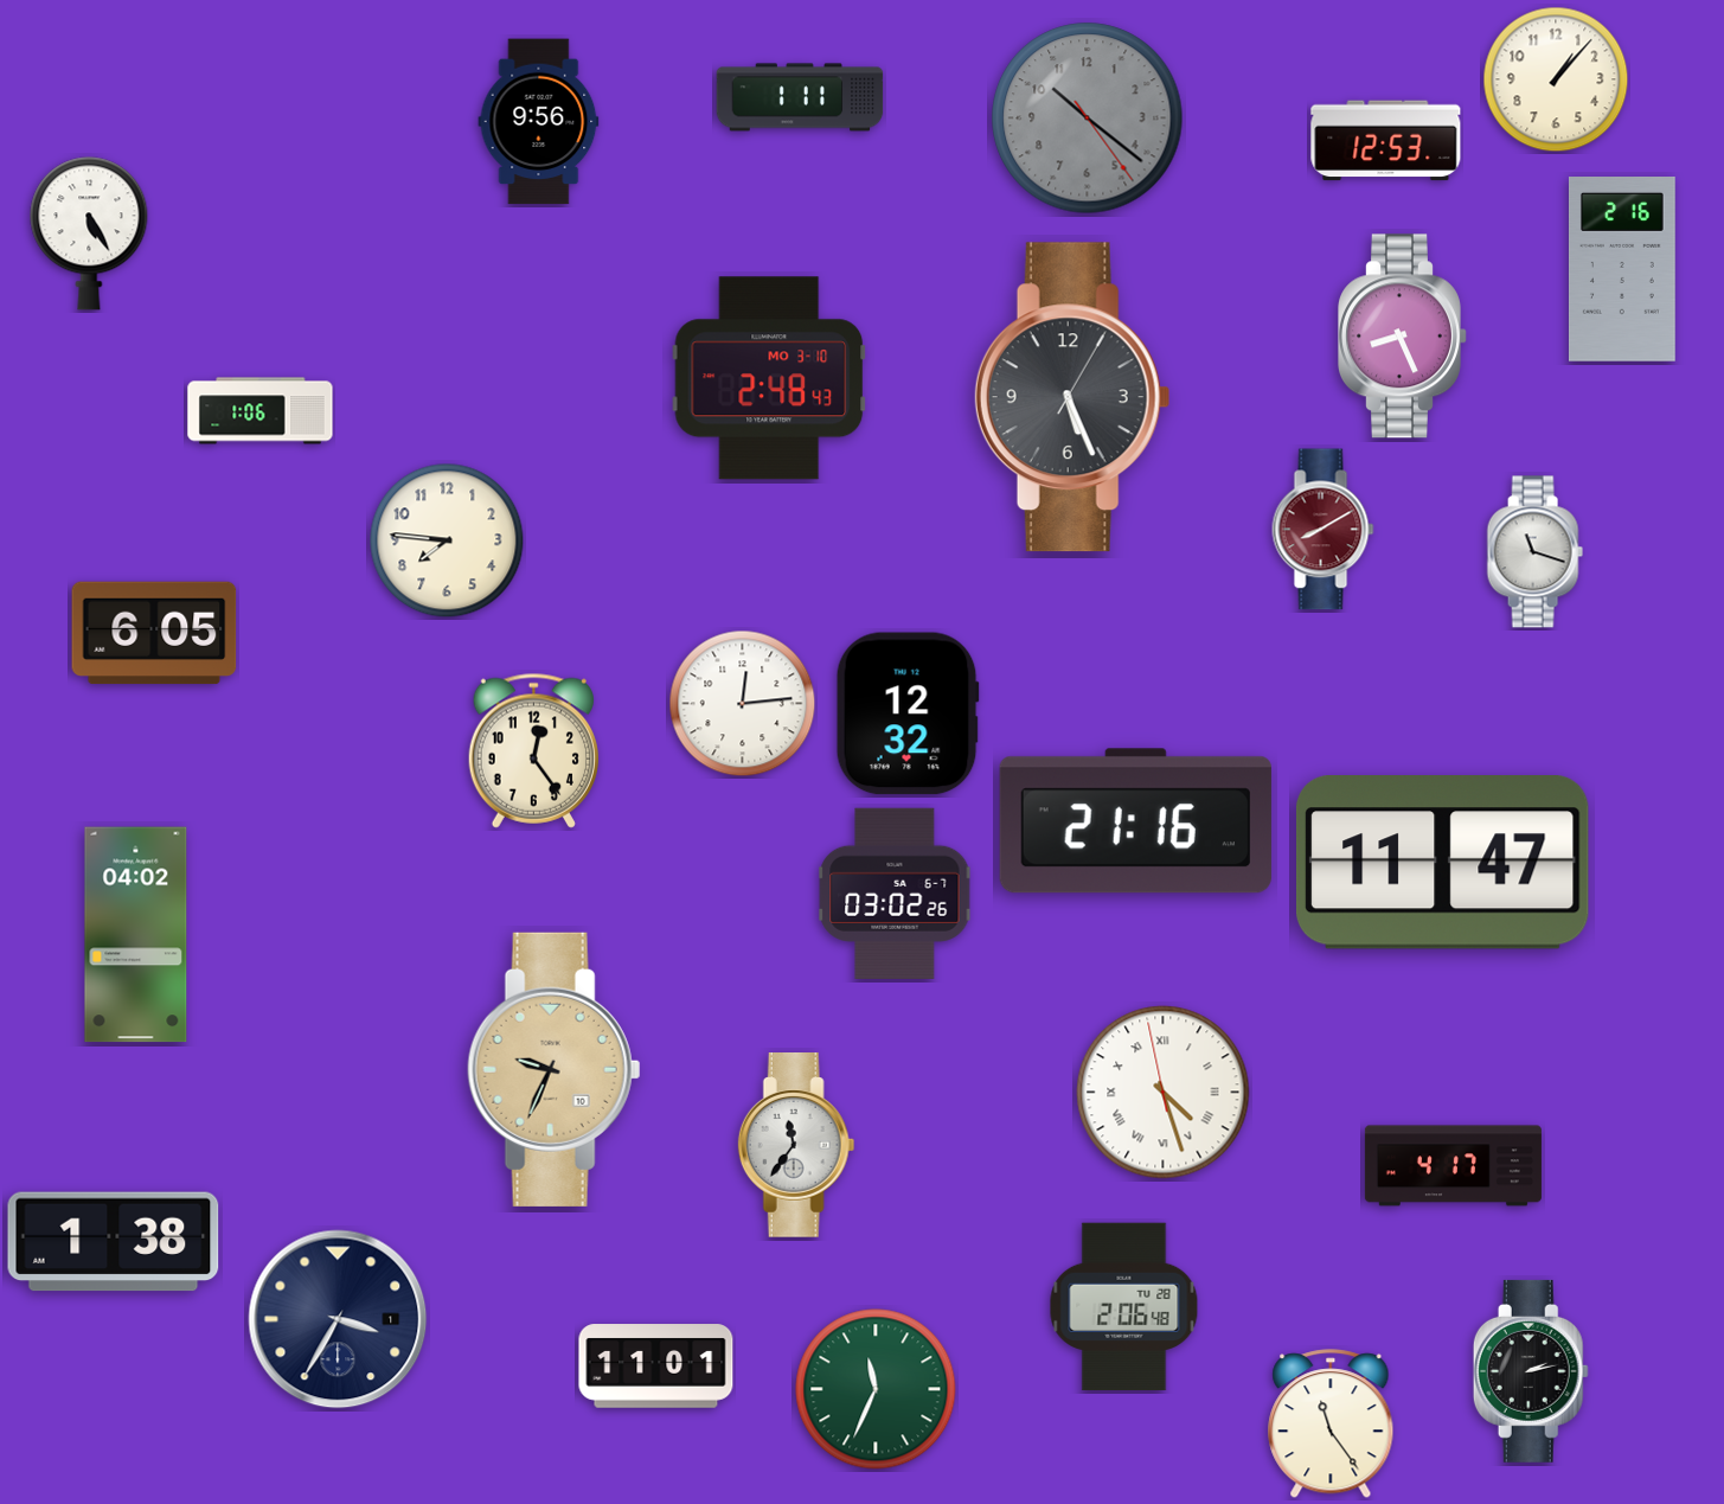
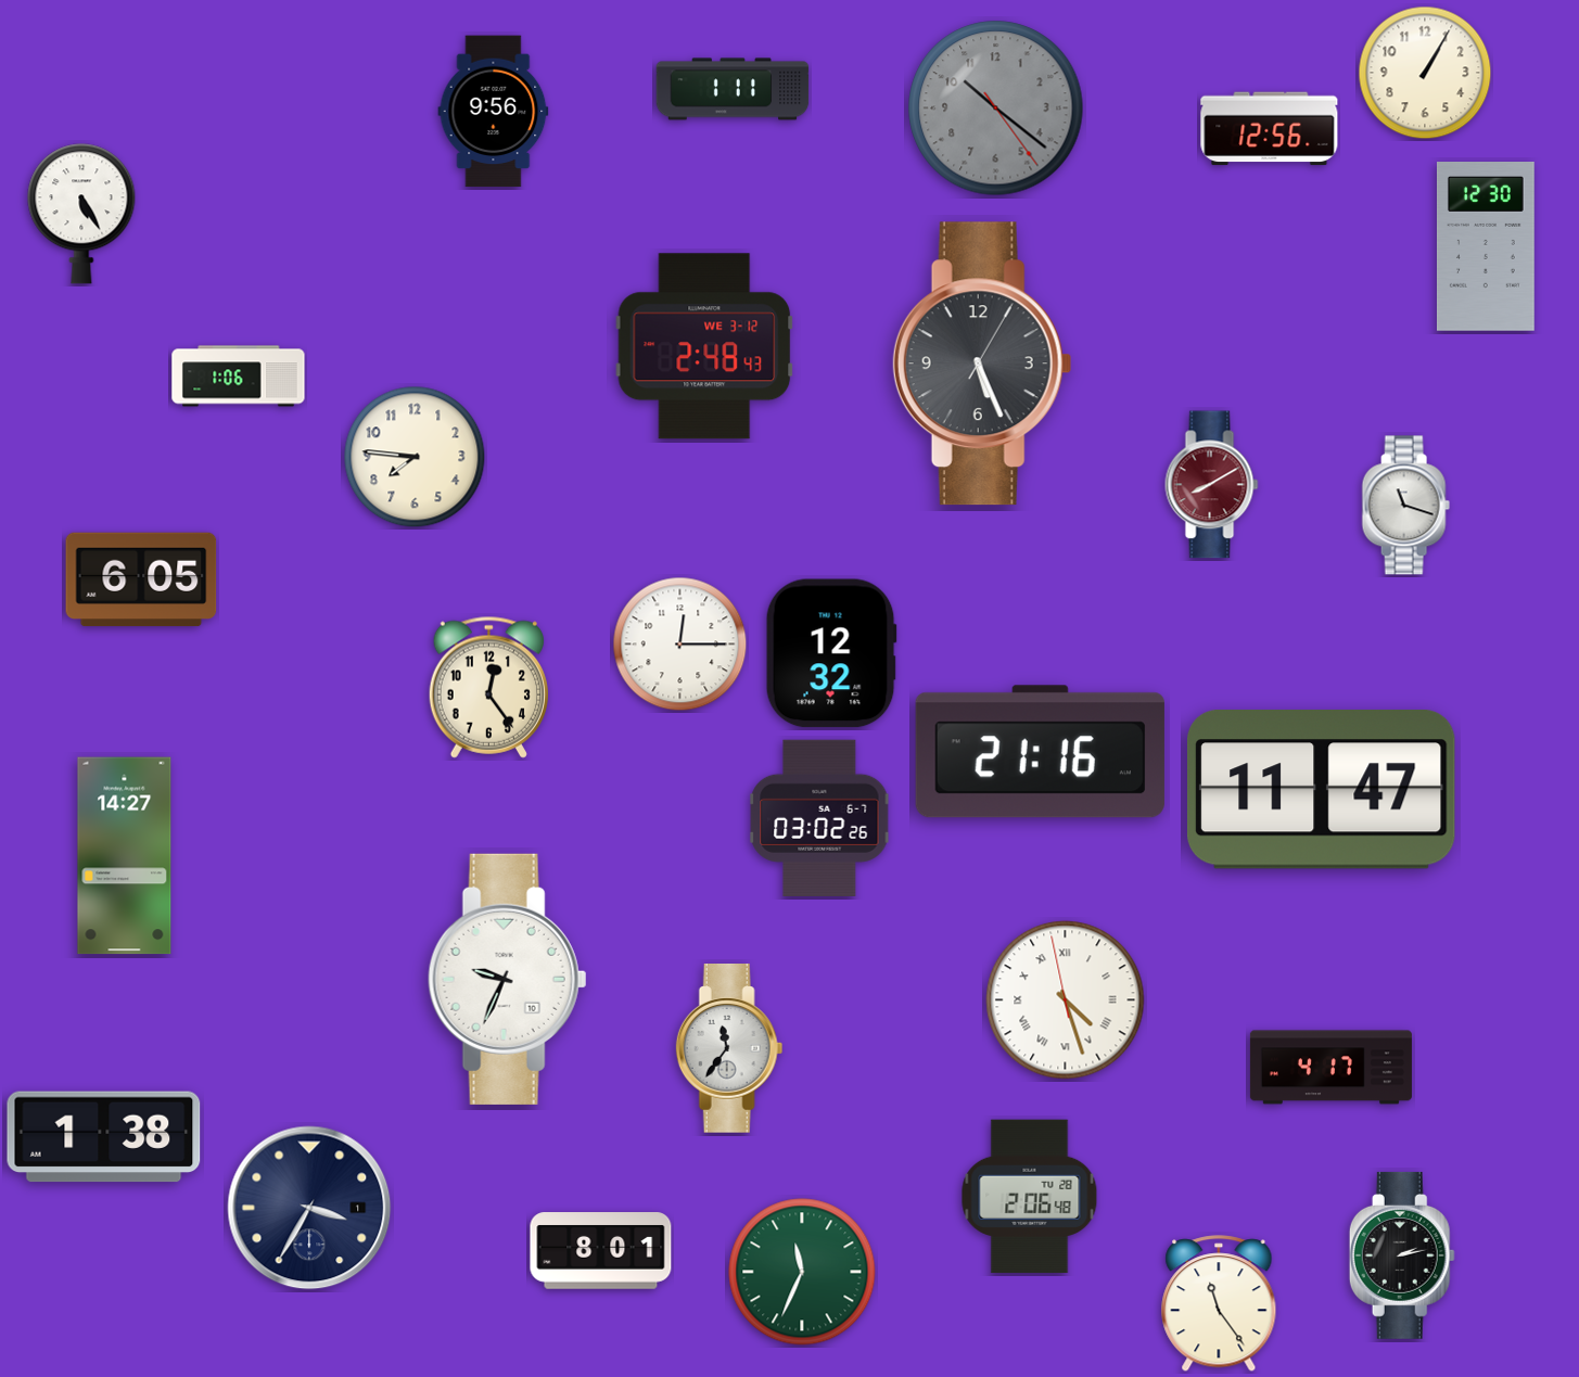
clock at (1556, 79): 1:07 -> 1:05
clock at (1386, 141): 12:53 -> 12:56
clock at (1623, 270): 2:16 -> 12:30
clock at (1403, 337): 8:26 -> none
clock at (769, 378) date: MO 3-10 -> WE 3-12
clock at (447, 540) position: (447, 540) -> (415, 457)
clock at (743, 704): 12:14 -> 12:15
clock at (136, 935): 04:02 -> 14:27
clock at (555, 1069) dial: champagne -> white
clock at (656, 1367): 11:01 -> 8:01
